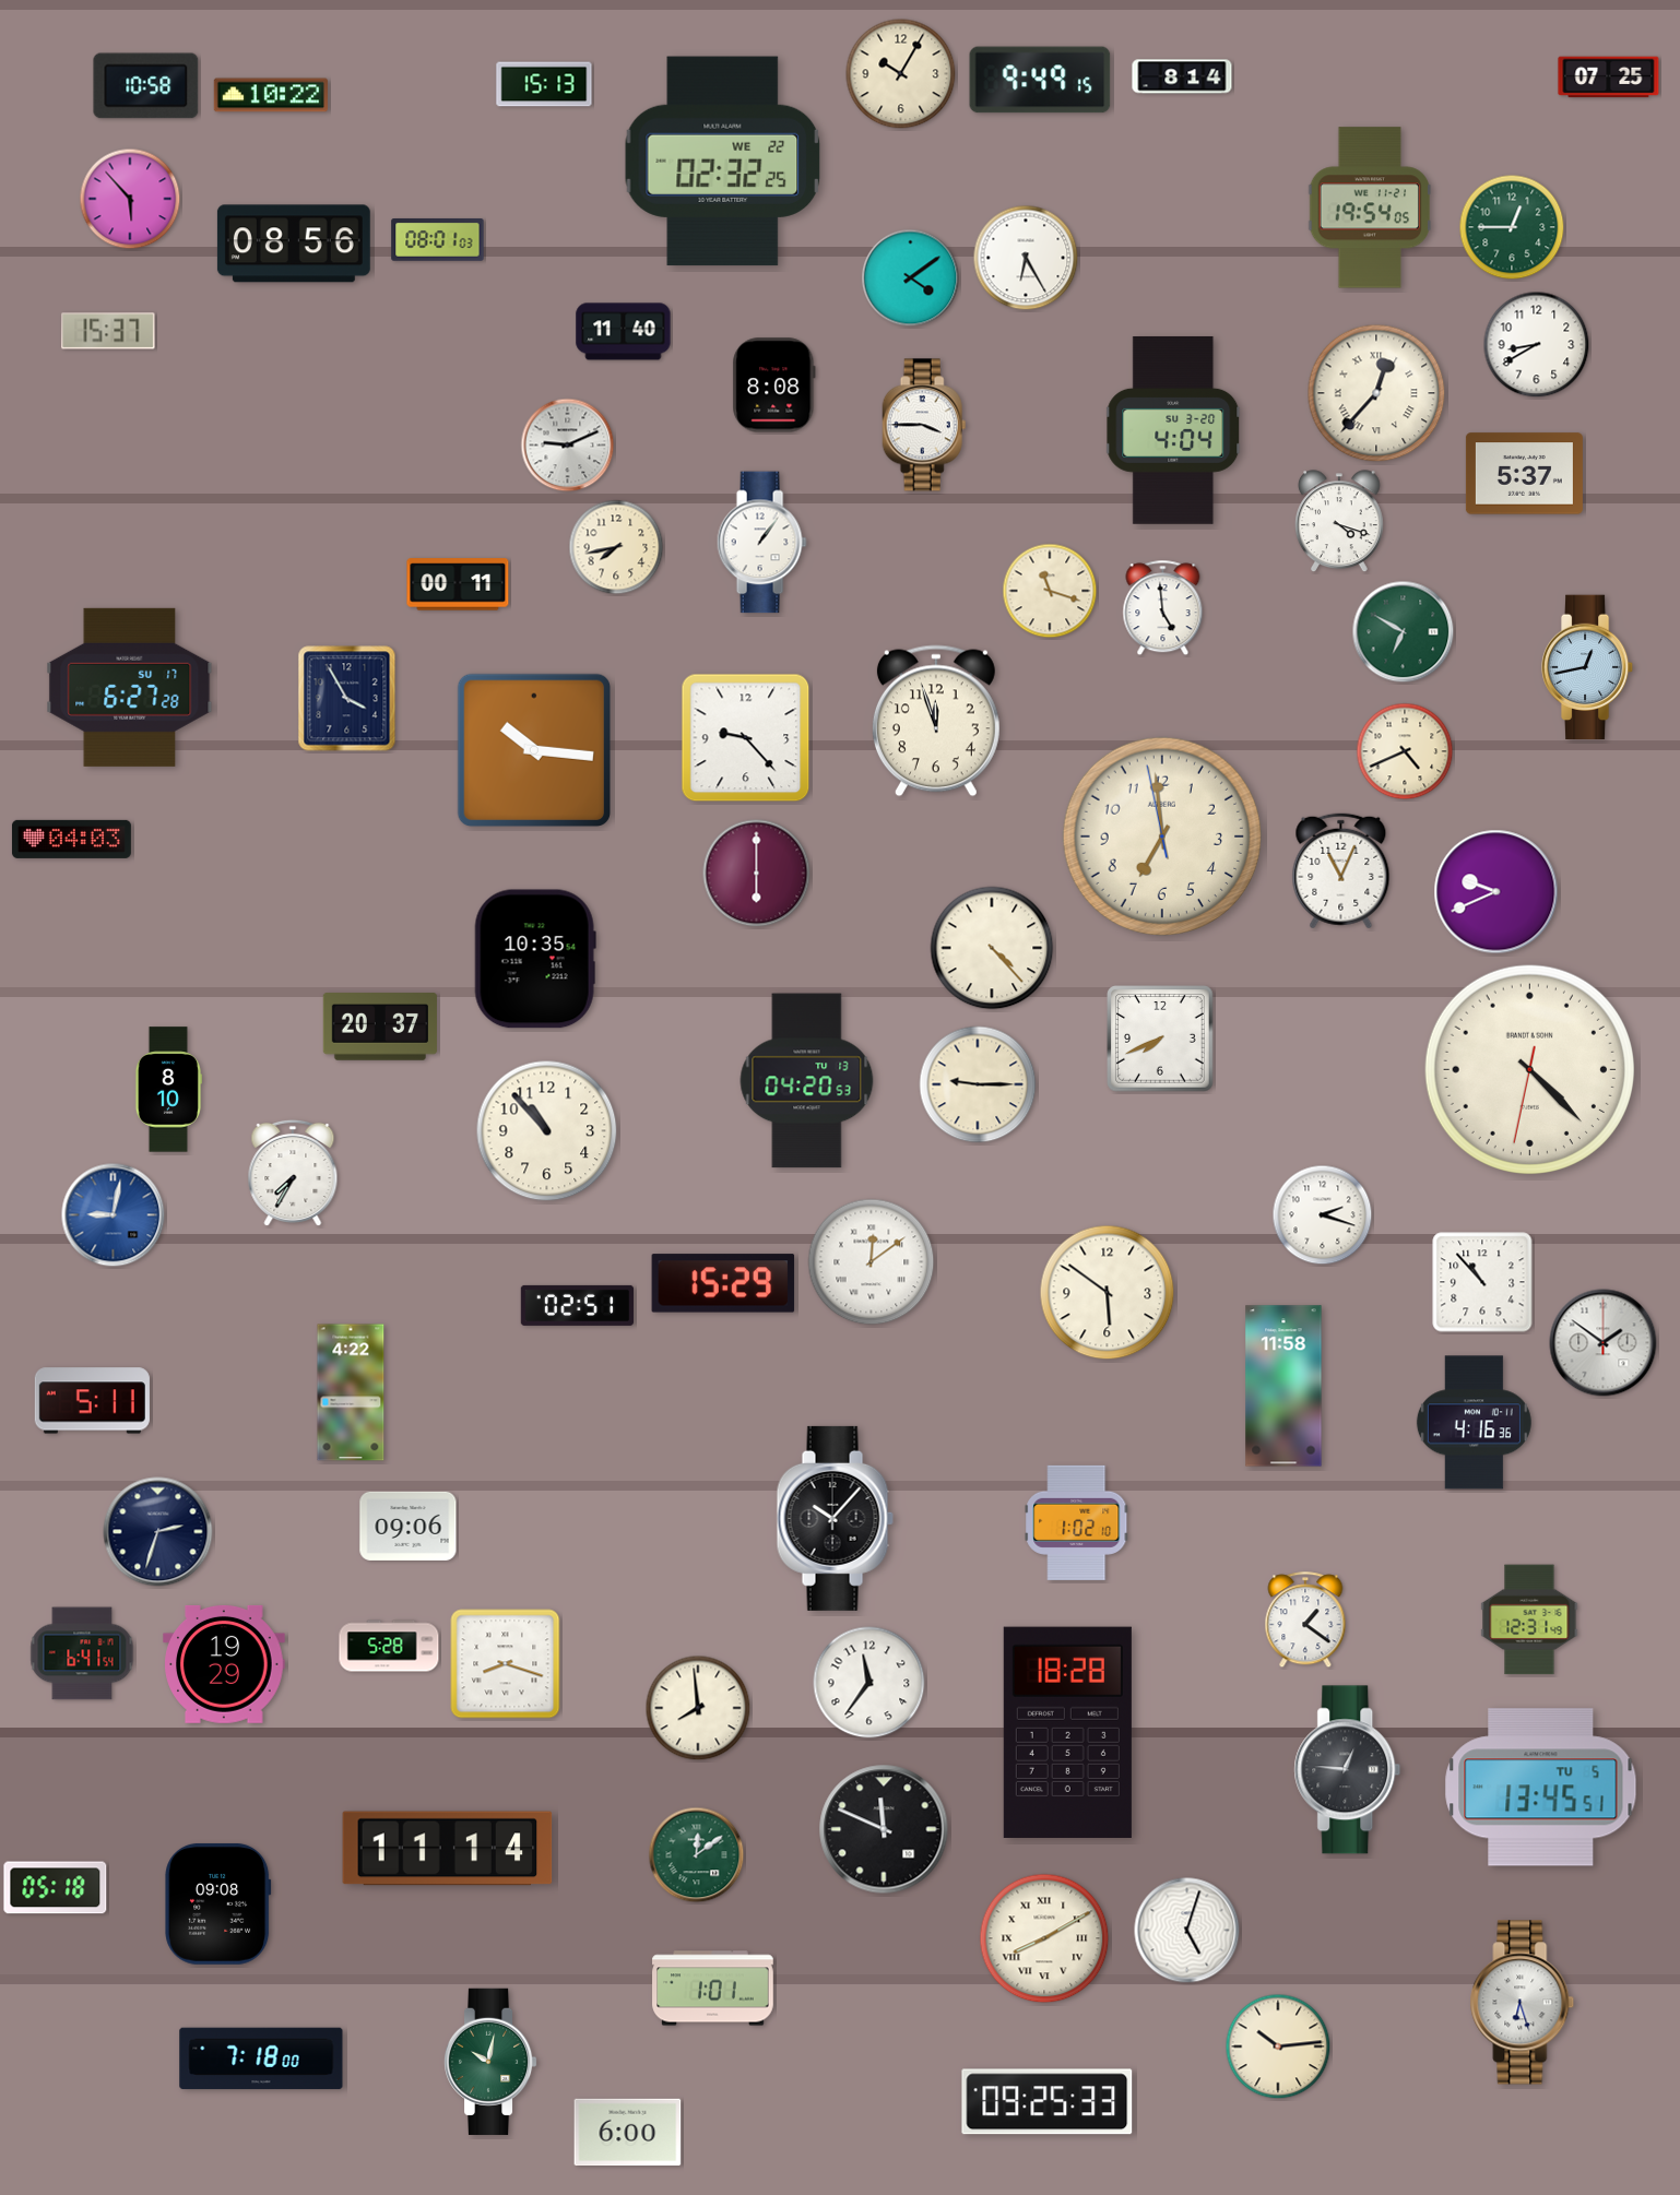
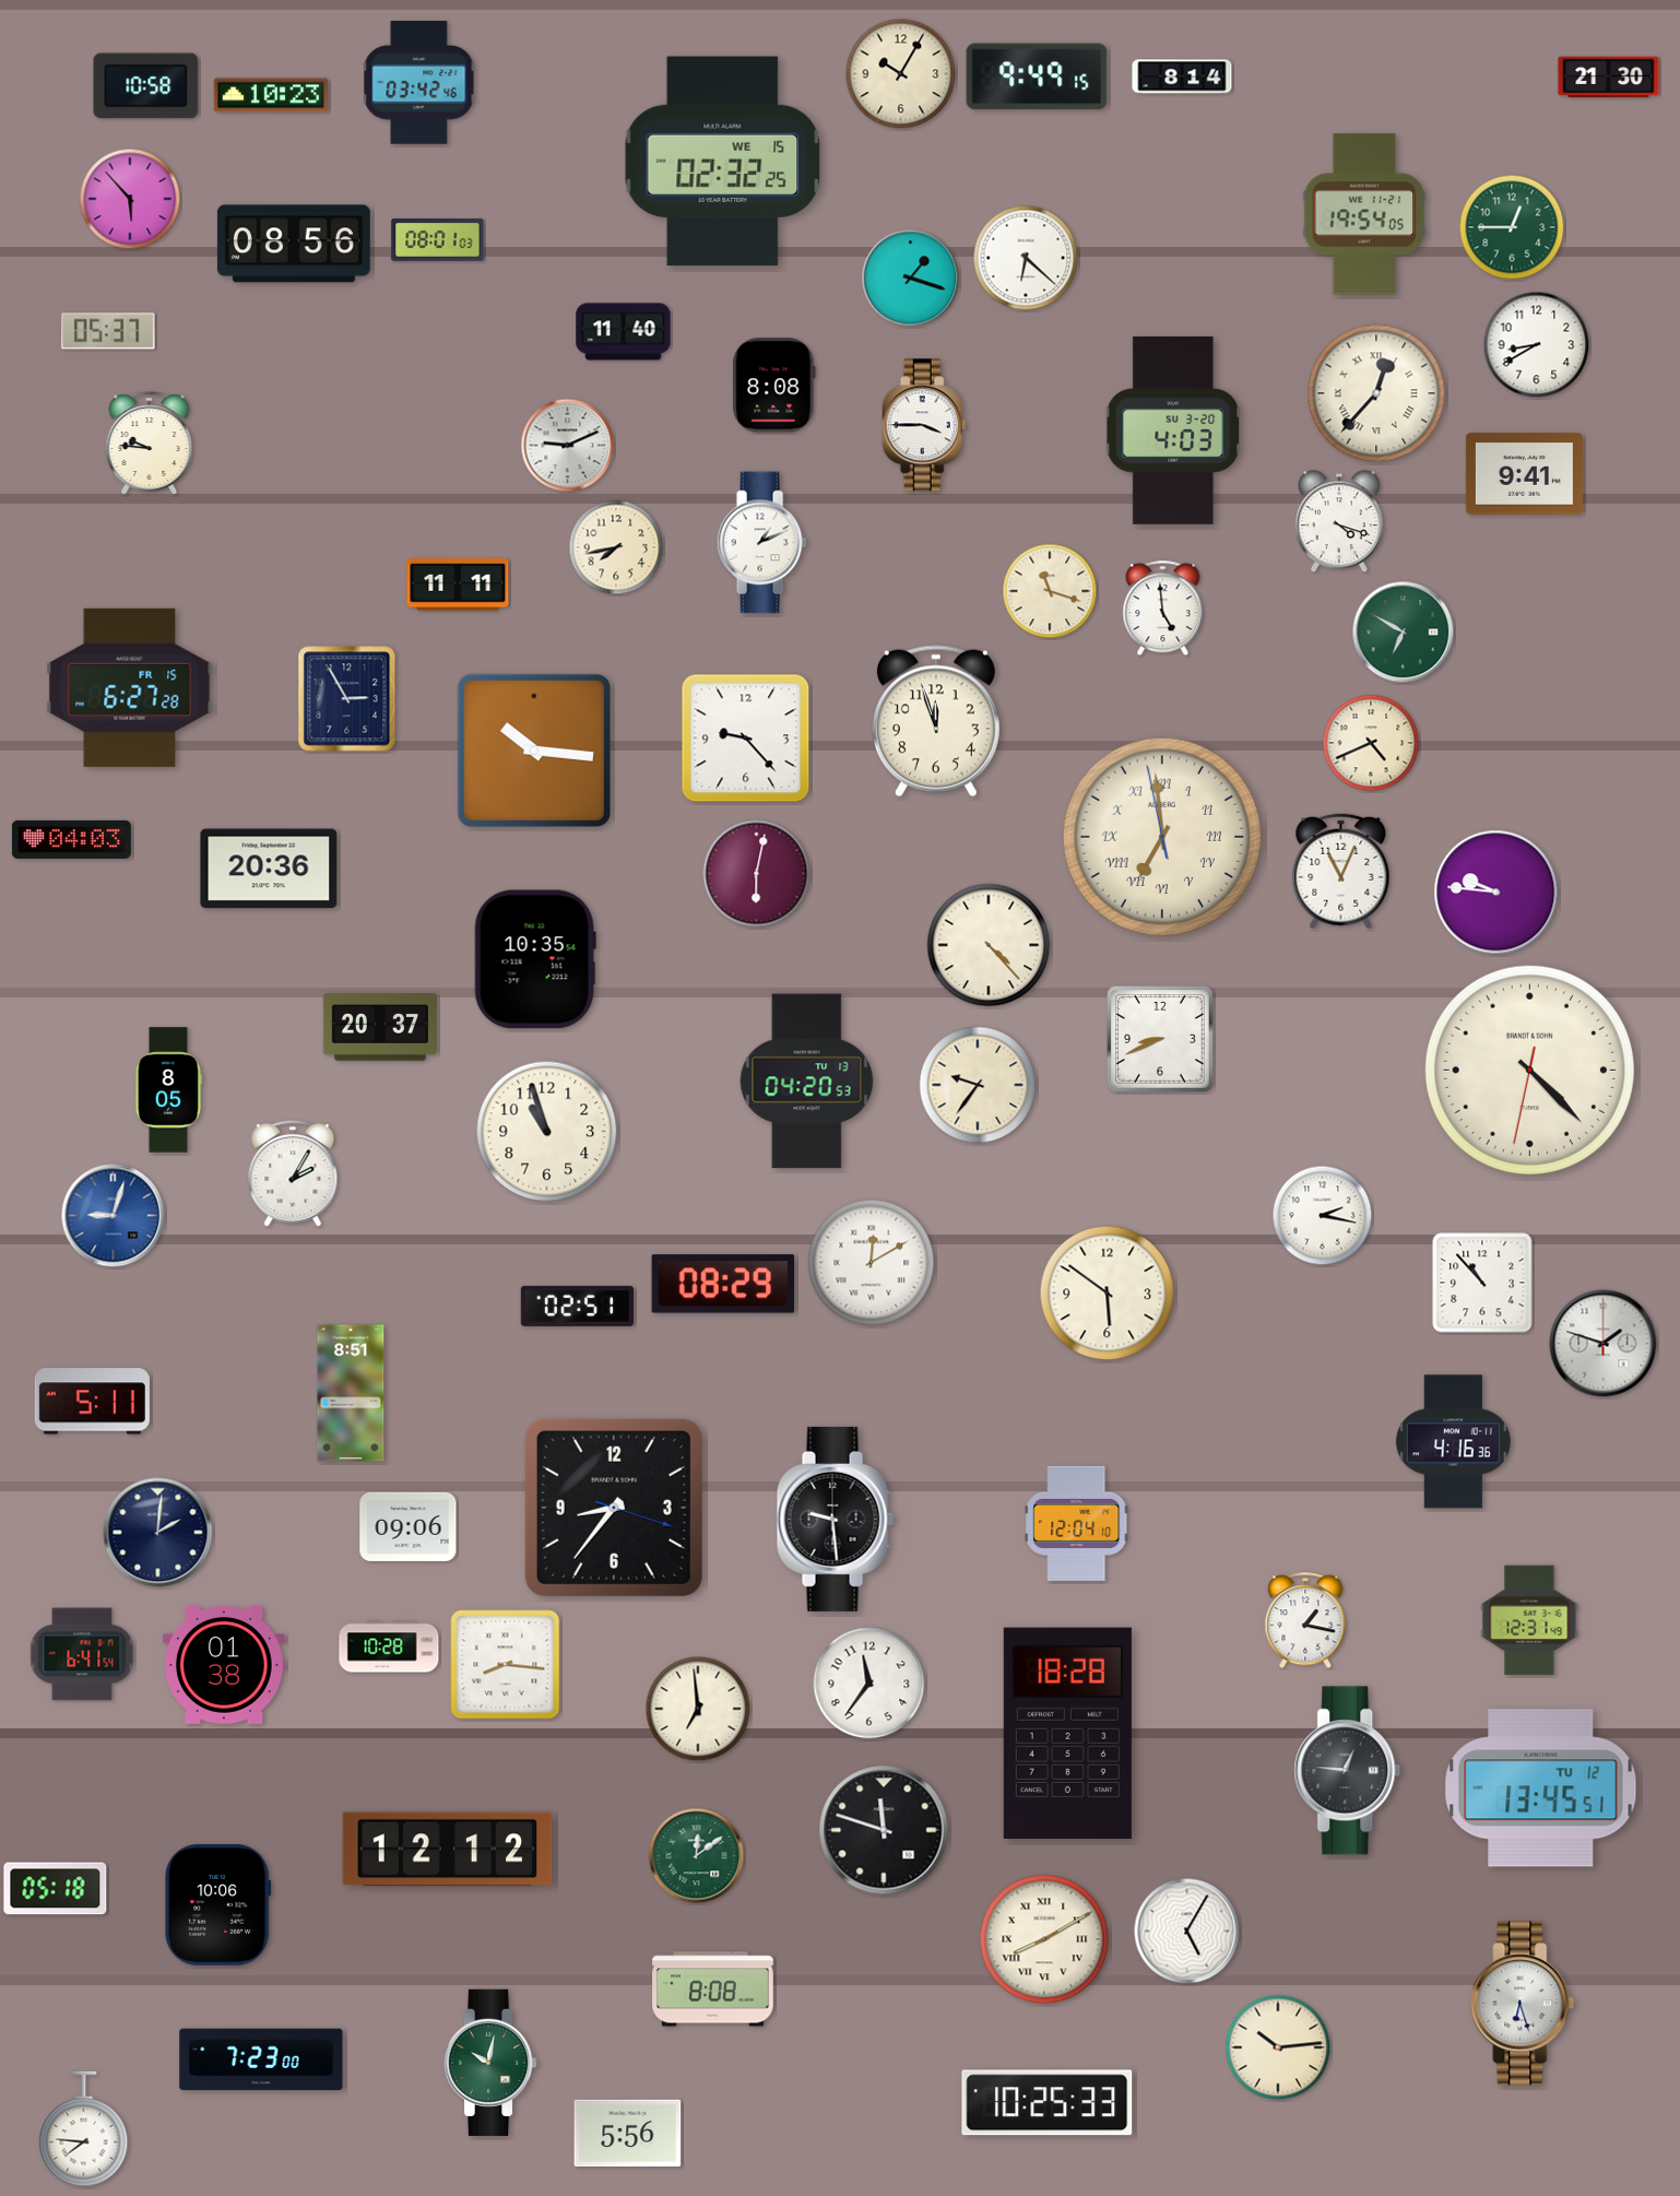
clock at (1609, 78): 07:25 -> 21:30
clock at (1040, 80) position: (1040, 80) -> (1037, 76)
clock at (419, 83): none -> 03:42
clock at (544, 84): 15:13 -> none
clock at (271, 95): 10:22 -> 10:23
clock at (723, 162) date: WE 22 -> WE 15
clock at (1369, 207) position: (1369, 207) -> (1363, 214)
clock at (1026, 258): 6:25 -> 6:22
clock at (911, 278): 4:09 -> 1:18
clock at (108, 331): 15:37 -> 05:37
clock at (1174, 430): 4:04 -> 4:03
clock at (150, 444): none -> 9:46
clock at (1524, 474): 5:37 -> 9:41
clock at (761, 543): 1:06 -> 1:11
clock at (458, 584): 00:11 -> 11:11
clock at (1587, 667): 12:43 -> none
clock at (130, 687) date: SU 17 -> FR 15
clock at (347, 699): 3:55 -> 2:55
clock at (1405, 751) position: (1405, 751) -> (1371, 743)
clock at (1161, 835) numerals: Arabic -> Roman
clock at (269, 869): none -> 20:36
clock at (757, 874): 6:00 -> 6:02
clock at (1496, 892): 9:41 -> 9:46
clock at (992, 948) position: (992, 948) -> (989, 945)
clock at (1160, 1039): 7:41 -> 8:41
clock at (978, 1084): 9:15 -> 9:36
clock at (168, 1090): 8:10 -> 8:05
clock at (547, 1131): 10:53 -> 10:57
clock at (293, 1173): 7:35 -> 2:05
clock at (114, 1215): 9:02 -> 9:03
clock at (1323, 1215): 2:18 -> 2:17
clock at (872, 1262): 12:09 -> 12:10
clock at (723, 1283): 15:29 -> 08:29
clock at (1604, 1343): 1:51 -> 1:48
clock at (1283, 1386): 11:58 -> none
clock at (351, 1392): 4:22 -> 8:51
clock at (1474, 1423) position: (1474, 1423) -> (1453, 1442)
clock at (614, 1508): none -> 8:36
clock at (835, 1518): 10:07 -> 9:29
clock at (1077, 1522): 1:02 -> 12:04
clock at (158, 1532): 2:33 -> 2:01
clock at (1305, 1621): 1:21 -> 1:17
clock at (389, 1646): 5:28 -> 10:28
clock at (224, 1664): 19:29 -> 01:38
clock at (506, 1664): 8:18 -> 8:16
clock at (698, 1708): 7:59 -> 6:59
clock at (1541, 1788) date: TU 5 -> TU 12
clock at (884, 1829): 11:49 -> 11:48
clock at (448, 1849): 11:14 -> 12:12
clock at (218, 1903): 09:08 -> 10:06
clock at (1187, 1931): 5:03 -> 5:05
clock at (713, 1989): 1:01 -> 8:08
clock at (261, 2058): 7:18 -> 7:23
clock at (1048, 2102): 09:25 -> 10:25
clock at (84, 2129): none -> 7:46
clock at (628, 2133): 6:00 -> 5:56
